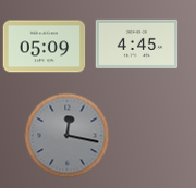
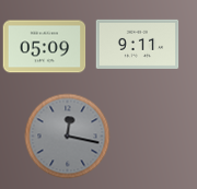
clock at (137, 43): 4:45 -> 9:11
